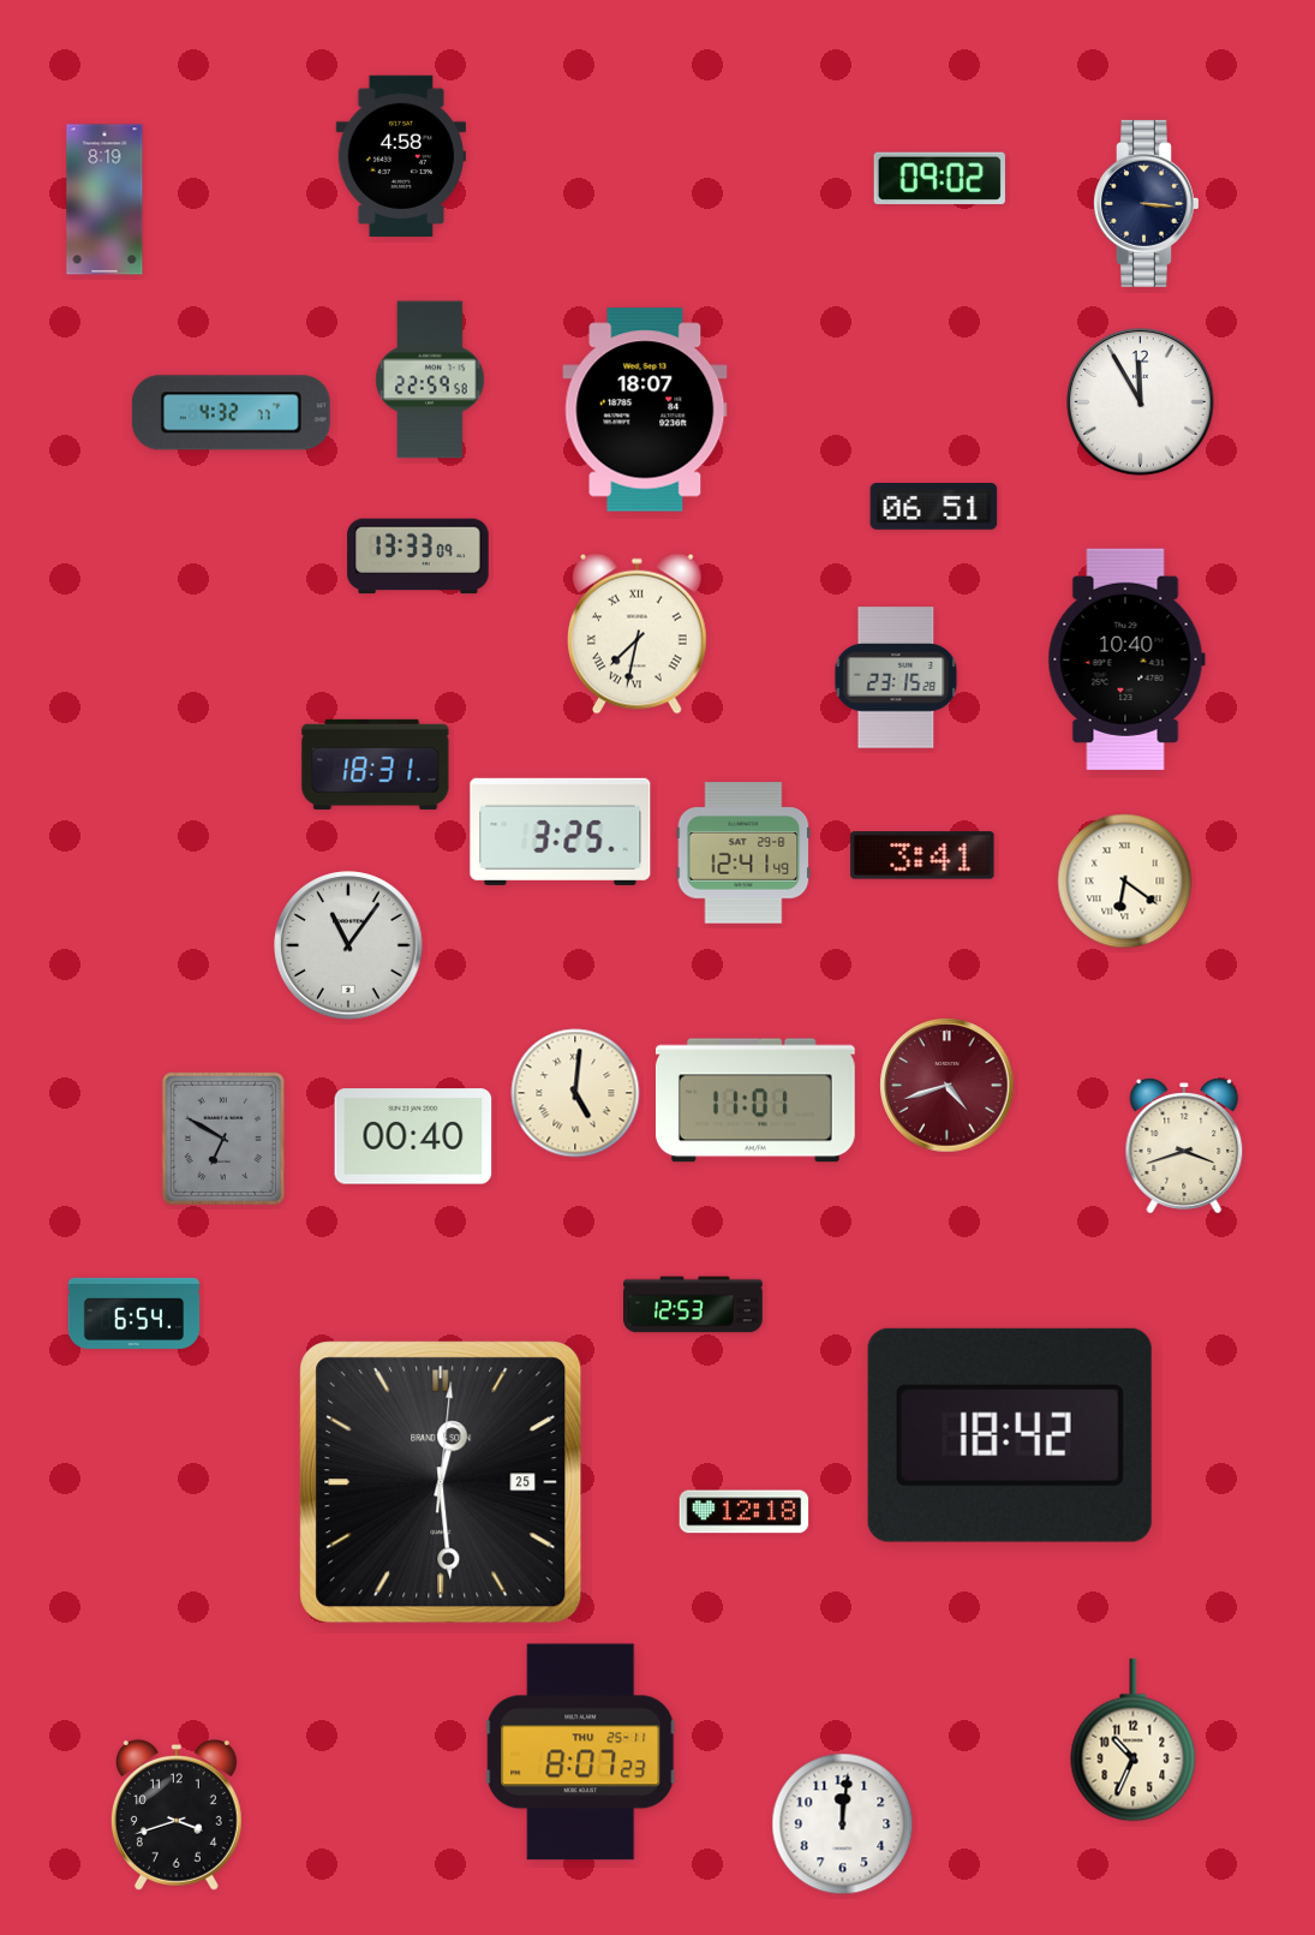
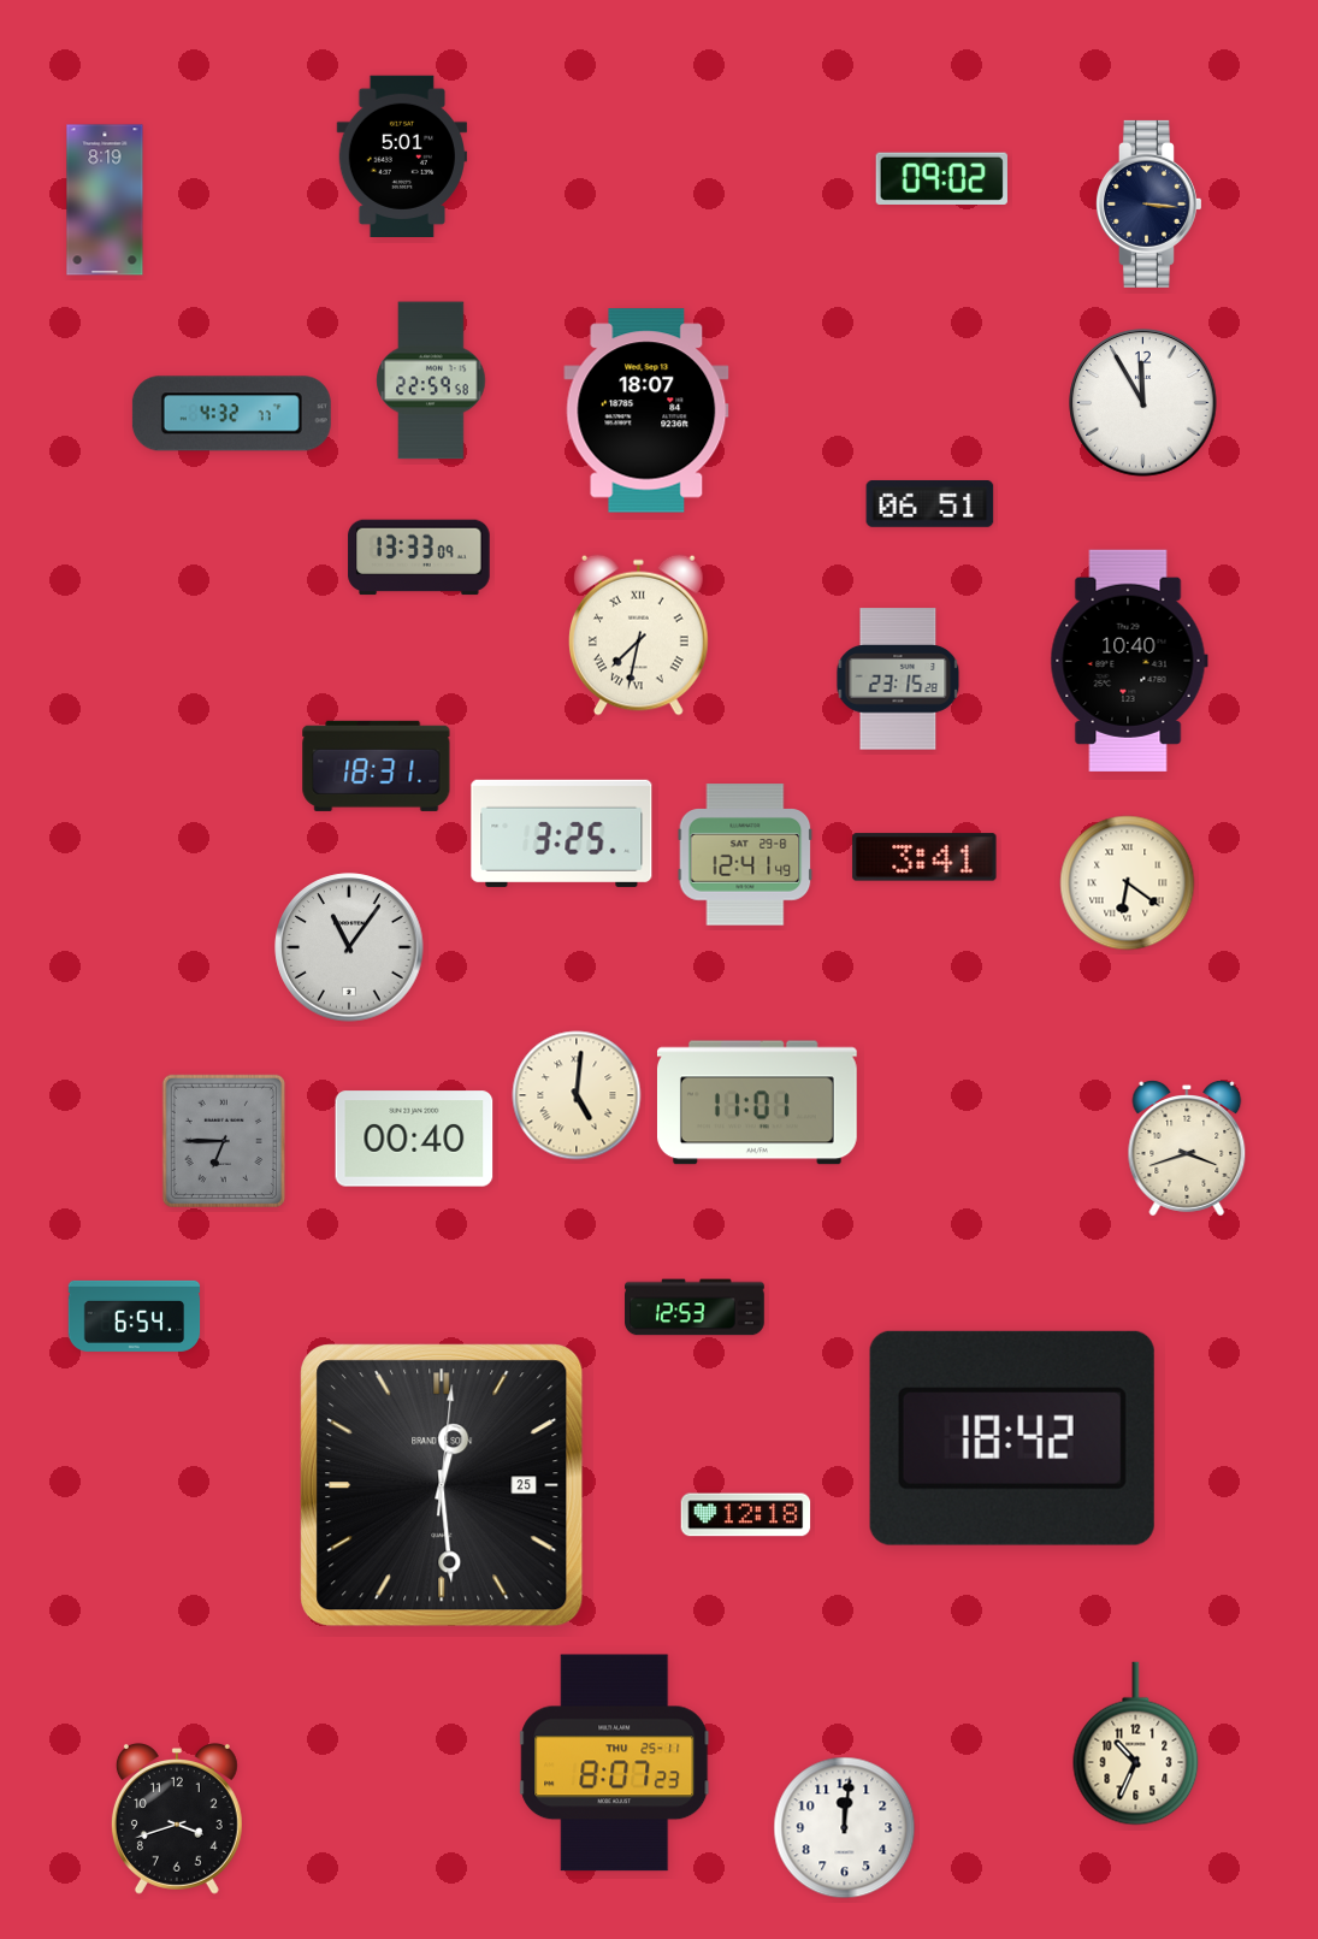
clock at (400, 155): 4:58 -> 5:01
clock at (934, 507) position: (934, 507) -> (930, 504)
clock at (948, 1086): 4:42 -> none
clock at (223, 1139): 6:50 -> 6:45
clock at (581, 1752) position: (581, 1752) -> (615, 1763)
